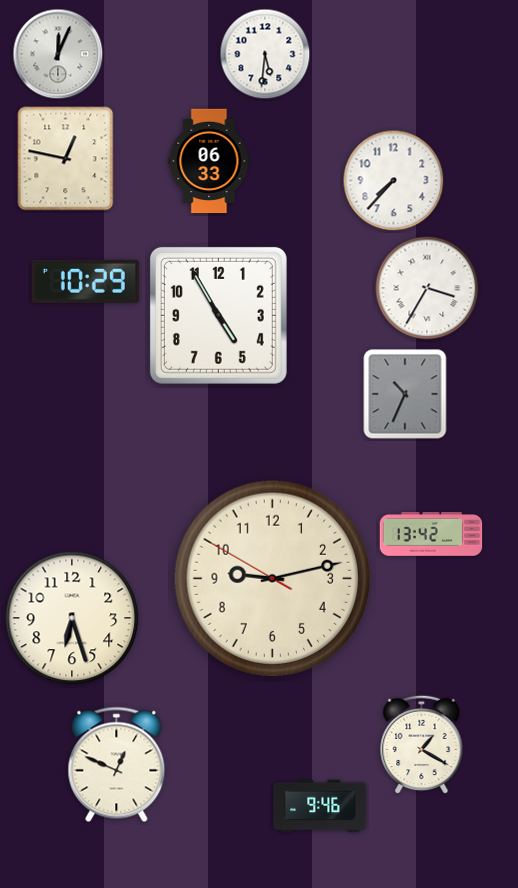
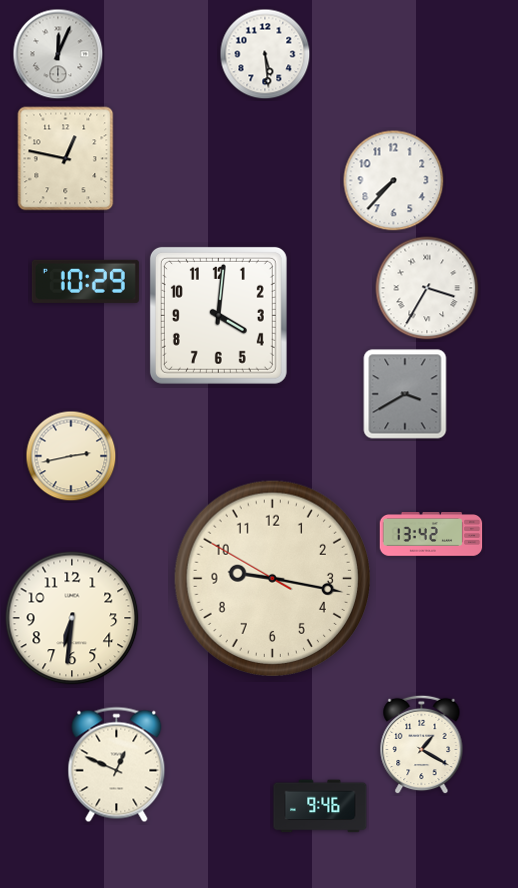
clock at (265, 54): 5:31 -> 5:29
clock at (209, 161): 06:33 -> none
clock at (218, 315): 4:55 -> 4:01
clock at (405, 394): 10:34 -> 3:40
clock at (71, 456): none -> 2:43
clock at (272, 578): 9:12 -> 9:16
clock at (72, 618): 6:27 -> 6:31
